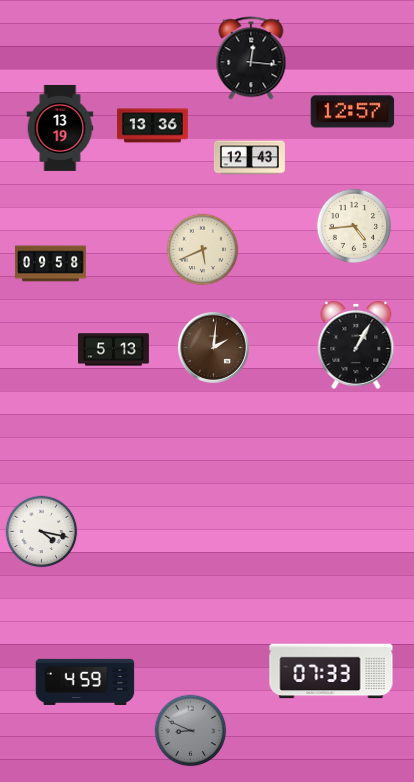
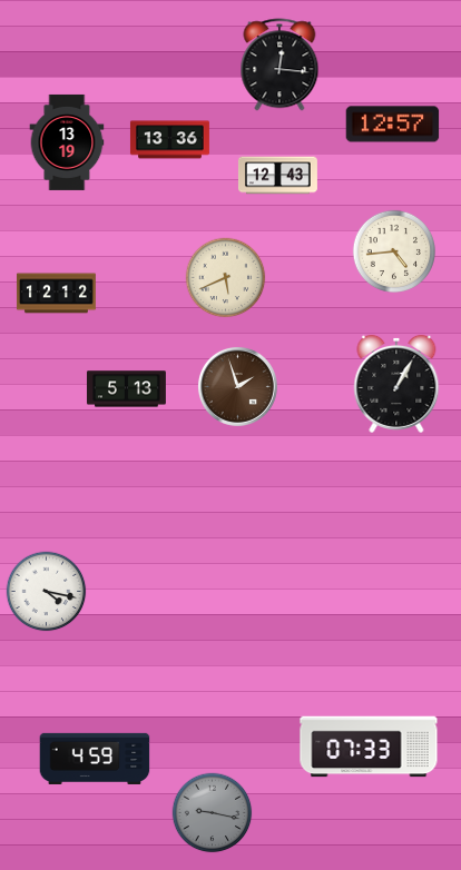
clock at (50, 264): 09:58 -> 12:12
clock at (213, 347): 2:01 -> 1:57
clock at (191, 731): 8:49 -> 9:17
